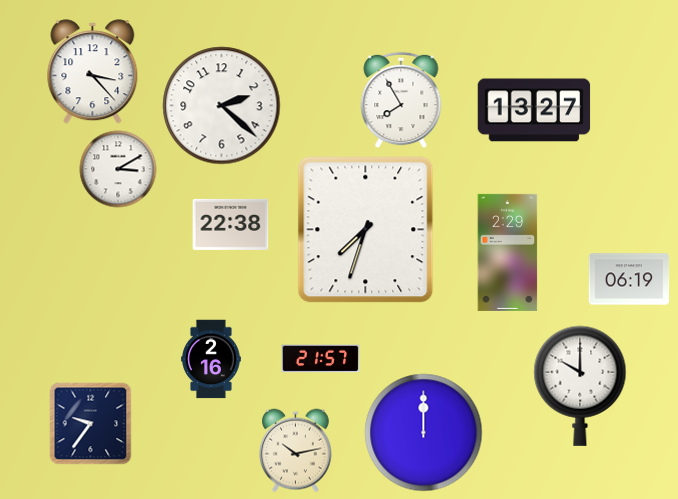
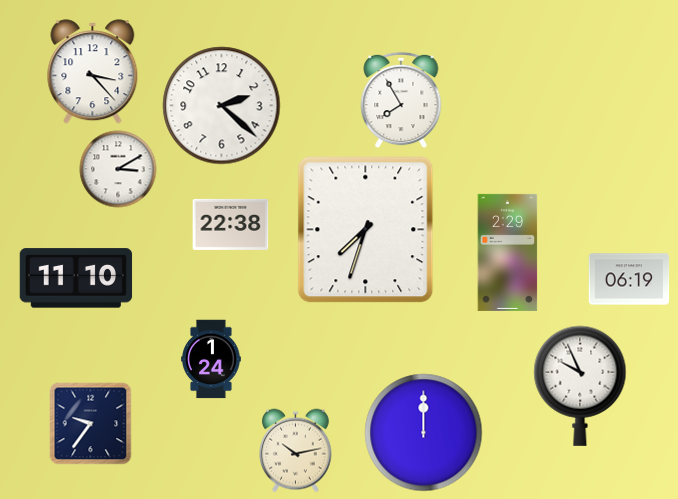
clock at (534, 110): 13:27 -> none
clock at (76, 278): none -> 11:10
clock at (211, 359): 2:16 -> 1:24
clock at (321, 359): 21:57 -> none
clock at (580, 386): 10:00 -> 9:56
